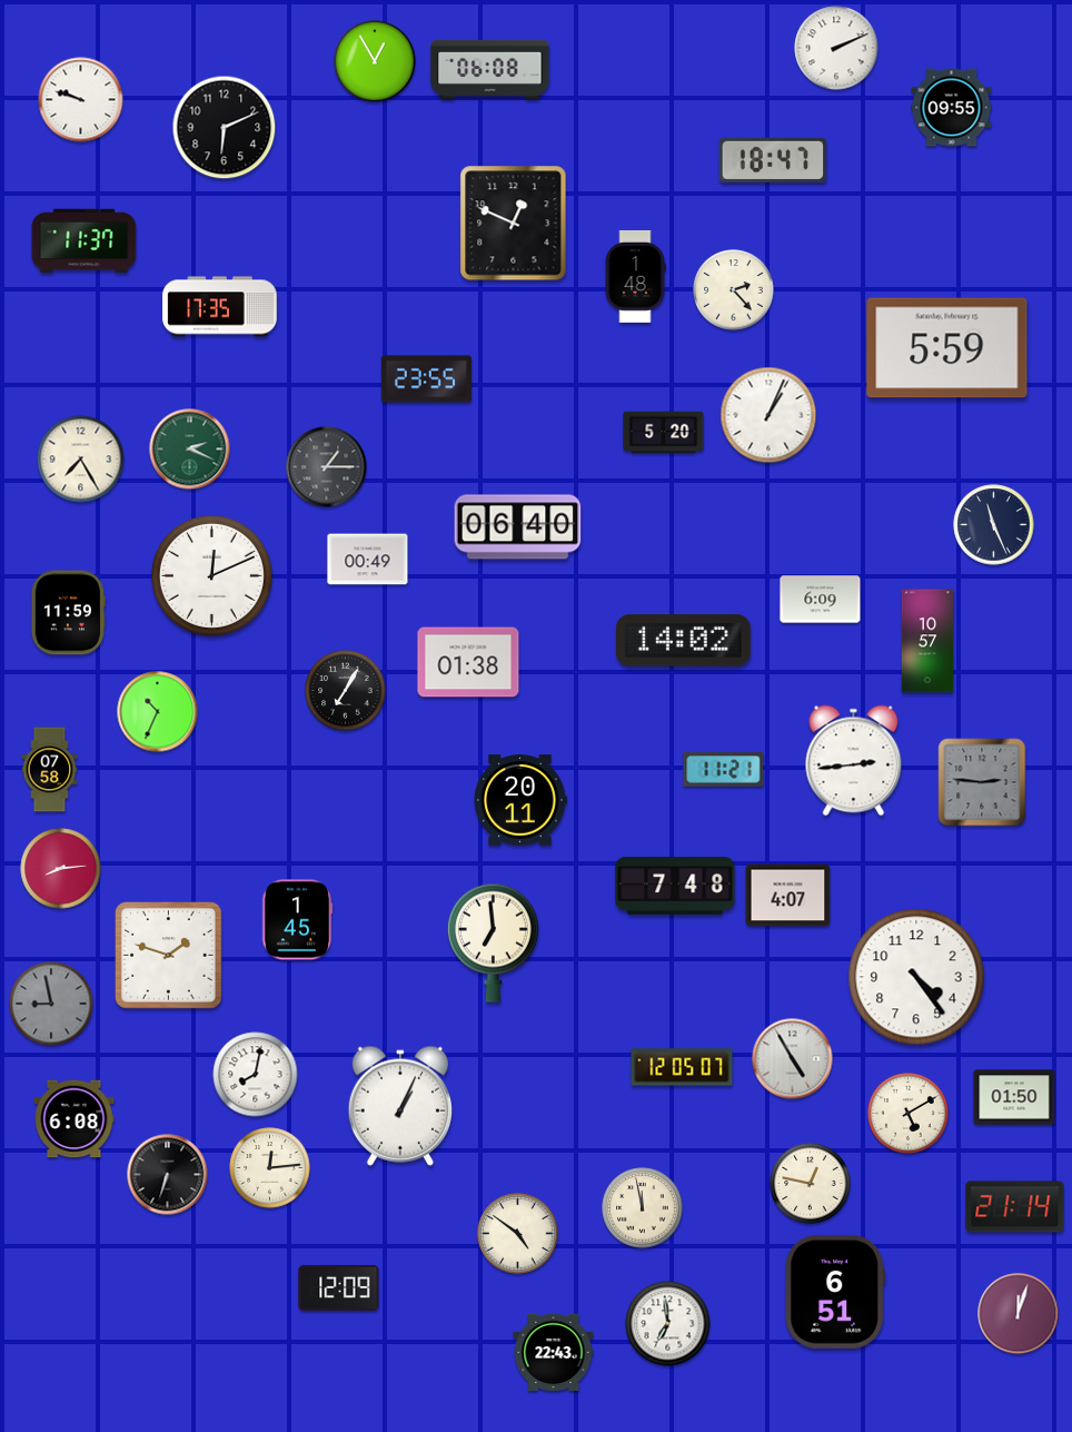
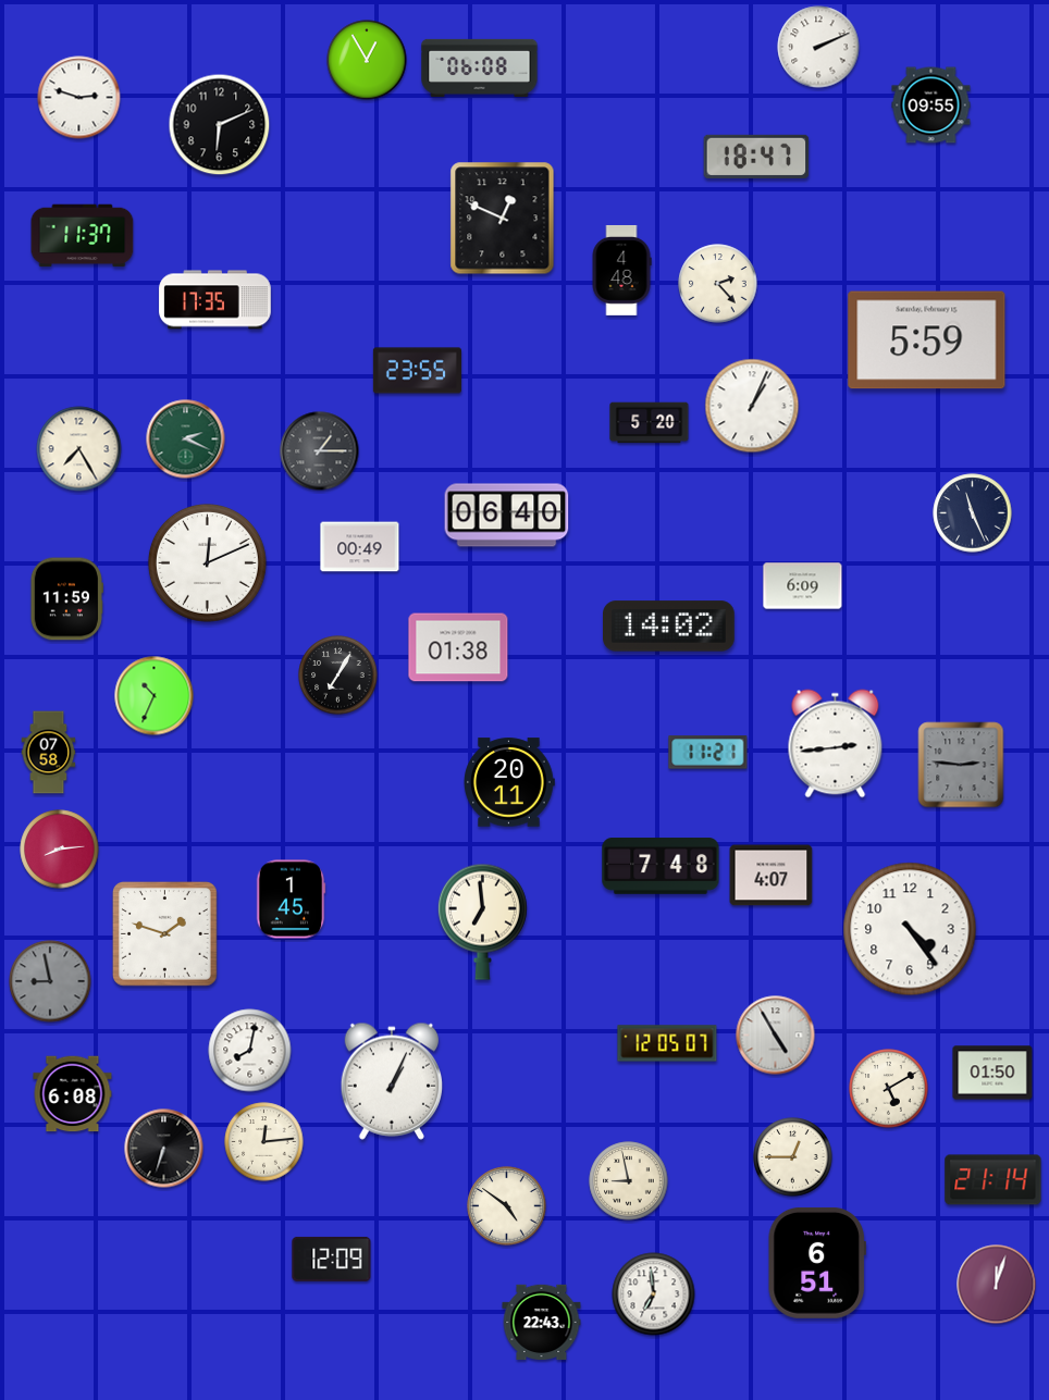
clock at (81, 100): 9:48 -> 2:48
clock at (635, 276): 1:48 -> 4:48
clock at (327, 467) position: (327, 467) -> (320, 451)
clock at (927, 641): 10:57 -> none
clock at (916, 977) position: (916, 977) -> (910, 929)
clock at (811, 1184): 12:47 -> 12:45
clock at (643, 1208): 11:58 -> 8:58
